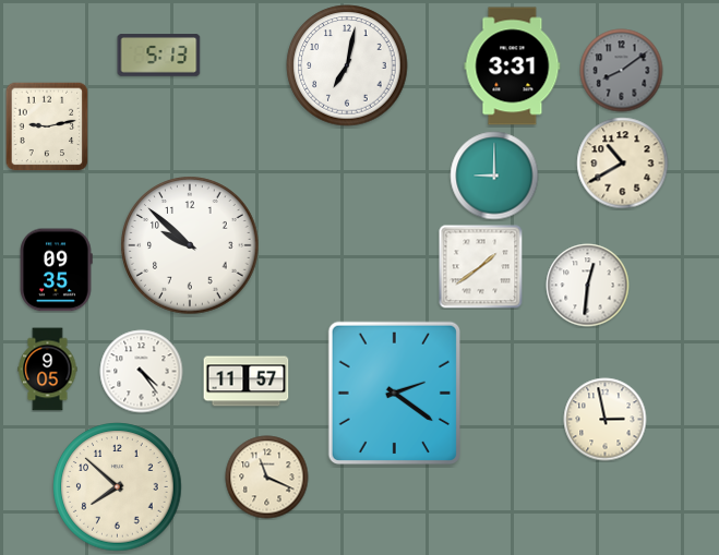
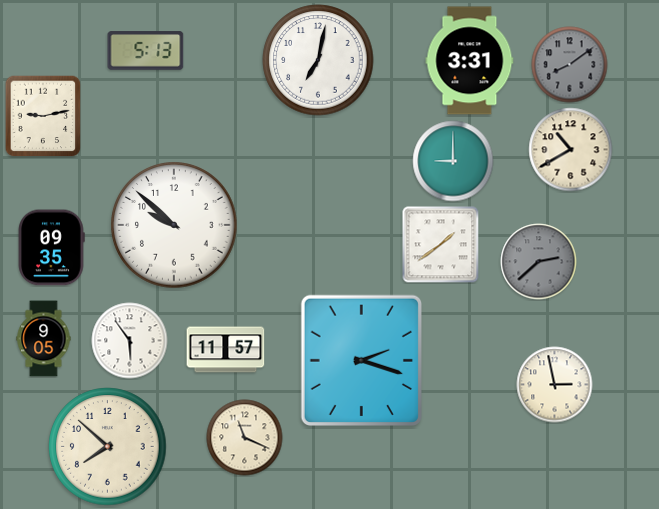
clock at (588, 286): 12:31 -> 2:38
clock at (588, 286) dial: white -> grey
clock at (142, 372): 4:24 -> 5:54
clock at (394, 393): 2:21 -> 2:18
